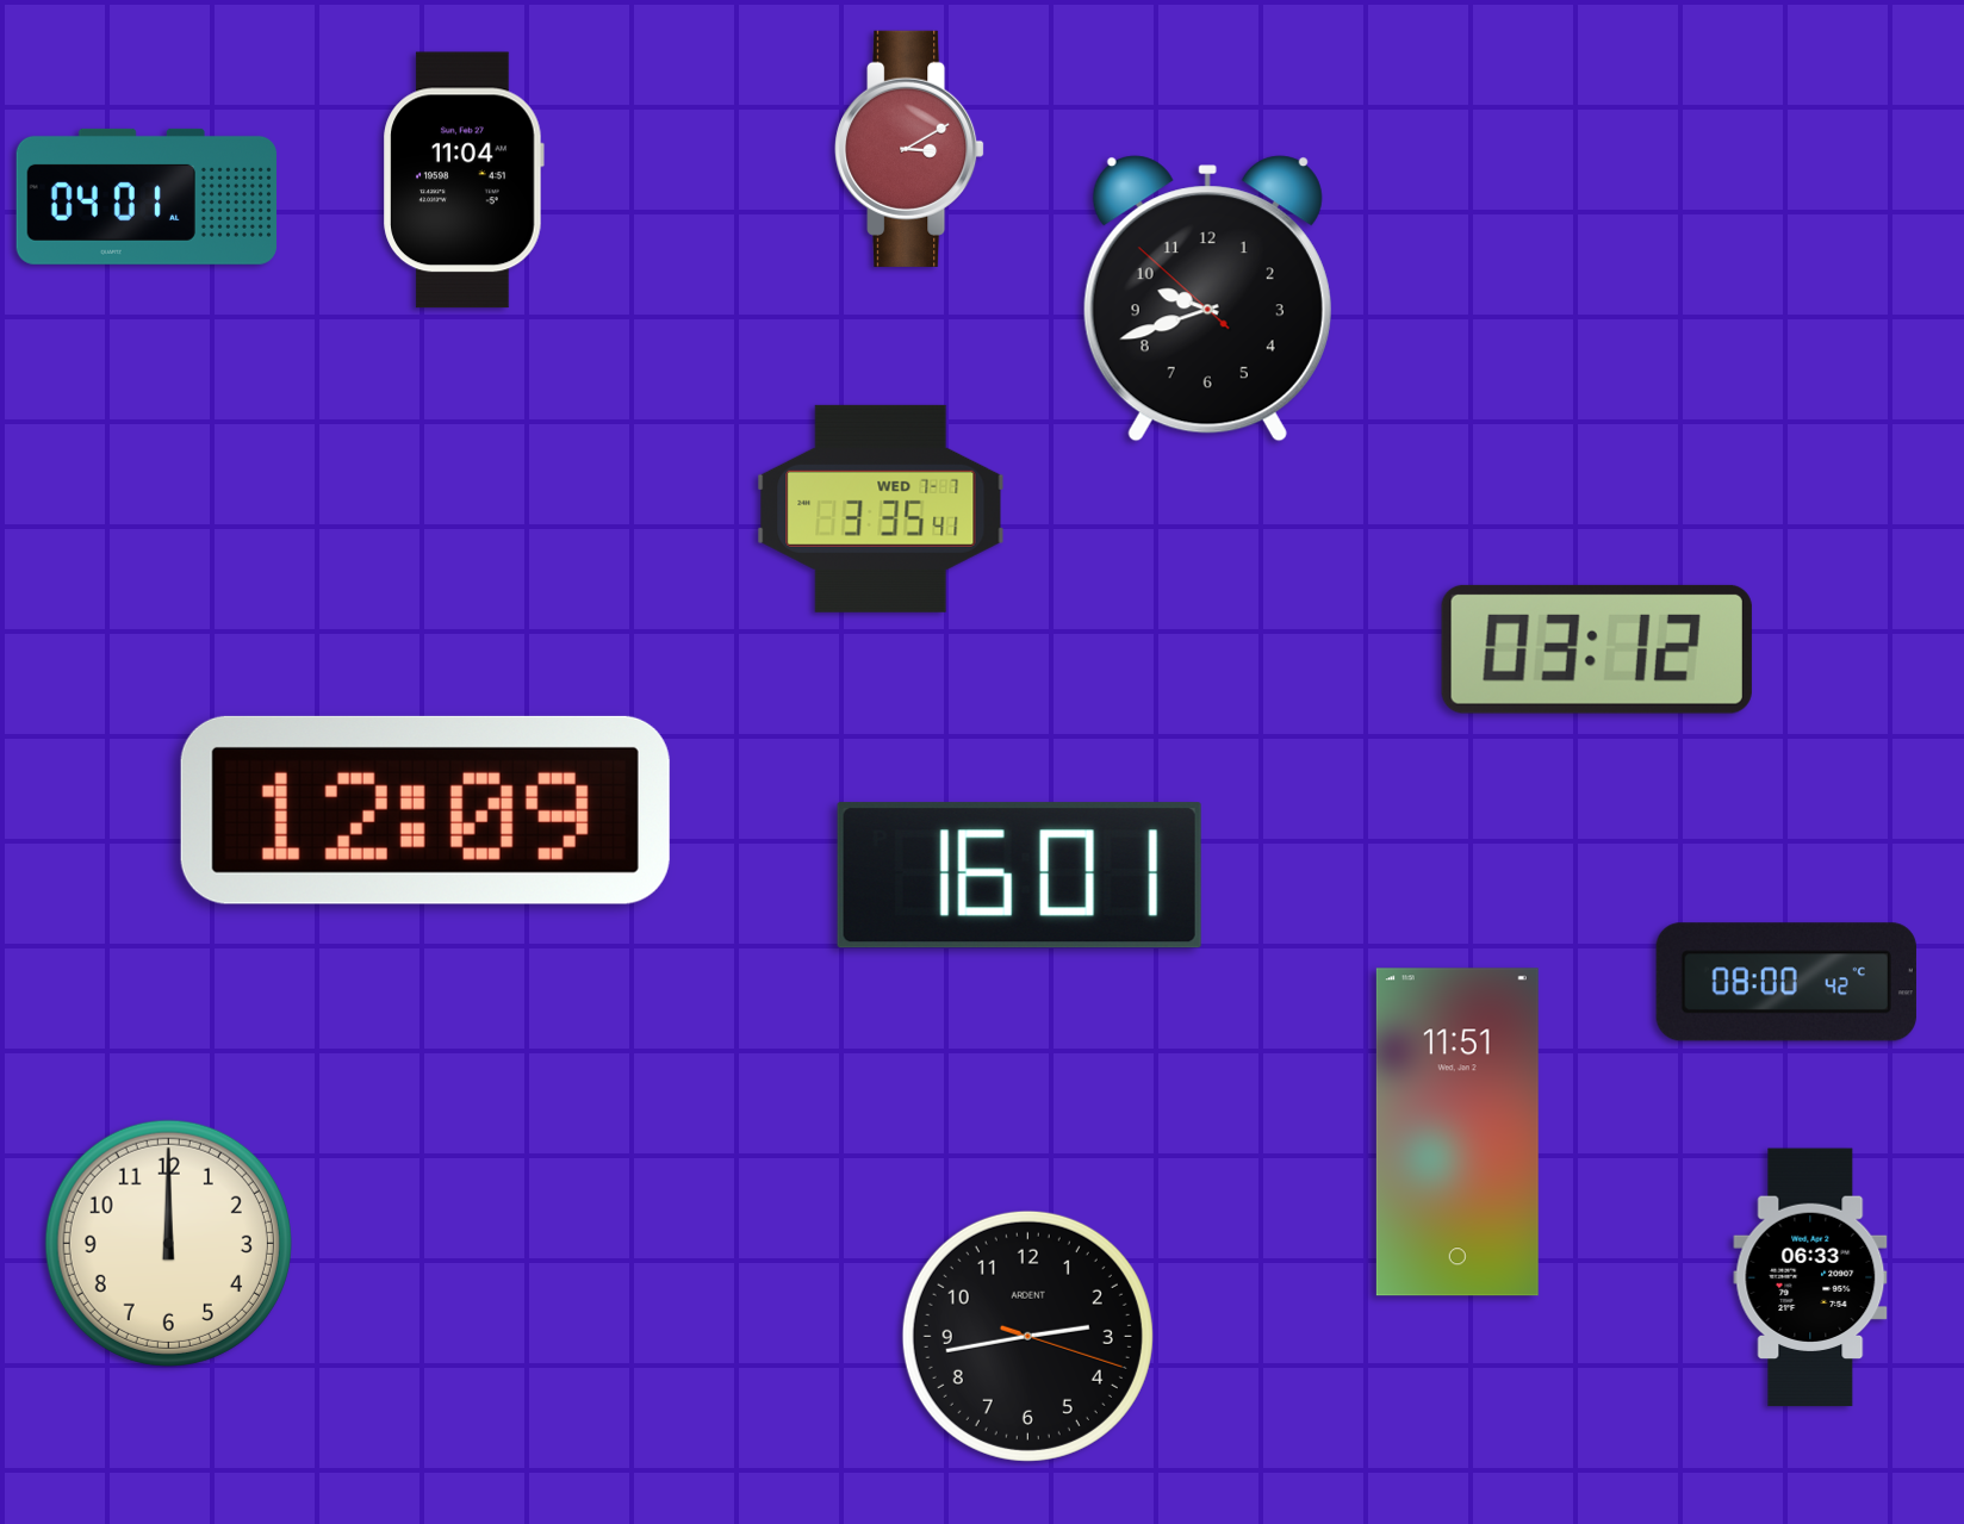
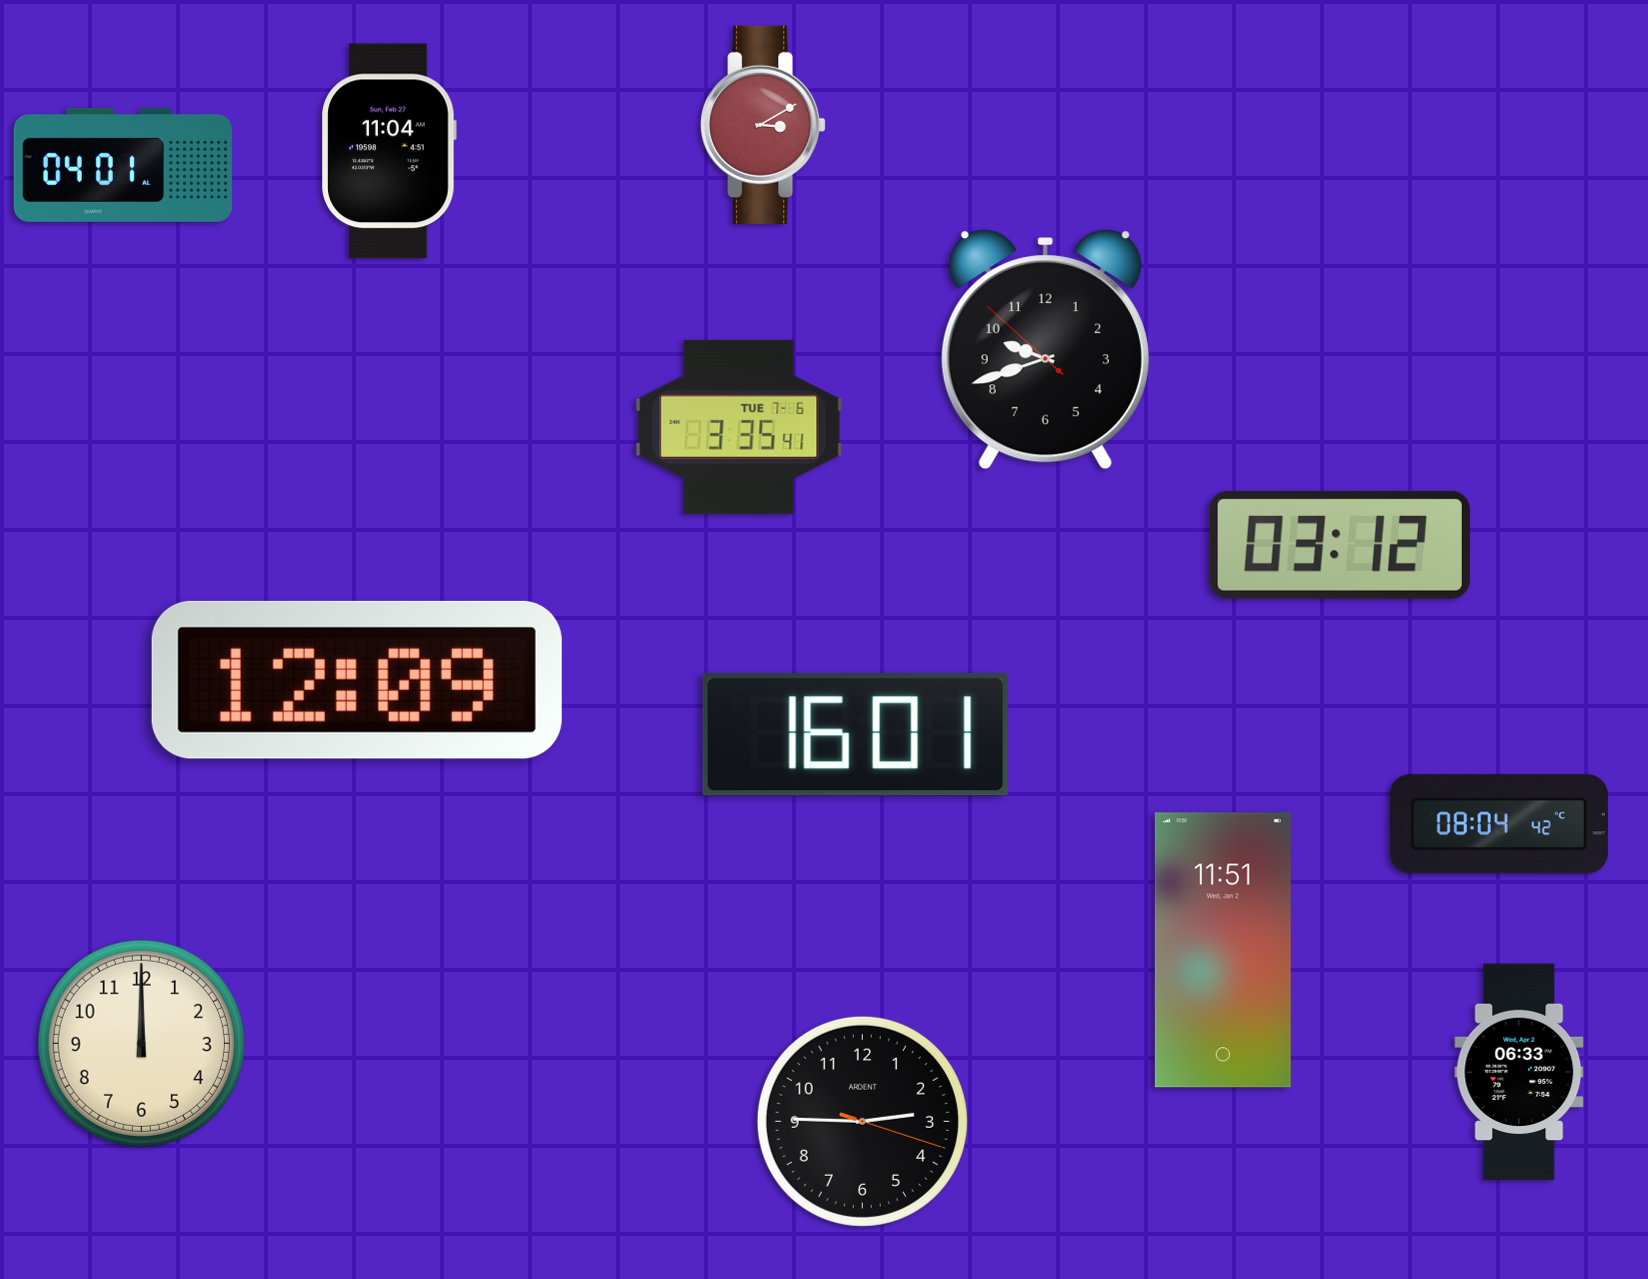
clock at (1207, 299) position: (1207, 299) -> (1045, 350)
clock at (881, 509) date: WED 7-7 -> TUE 7-6
clock at (1786, 982): 08:00 -> 08:04
clock at (1027, 1336): 2:43 -> 2:45
